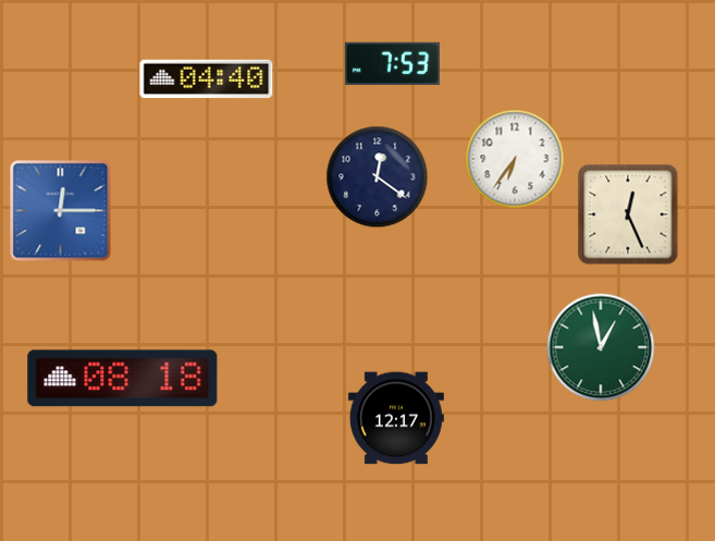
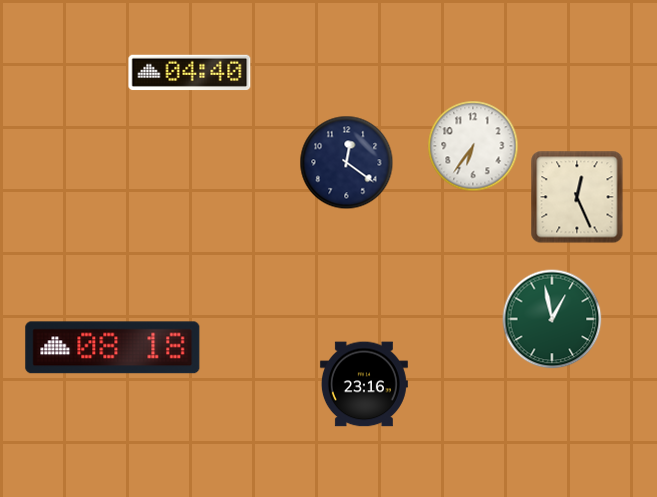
clock at (392, 63): 7:53 -> none
clock at (61, 211): 12:15 -> none
clock at (396, 418): 12:17 -> 23:16
